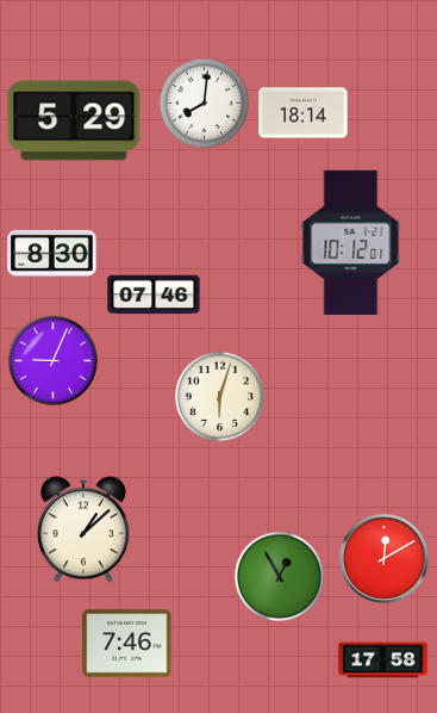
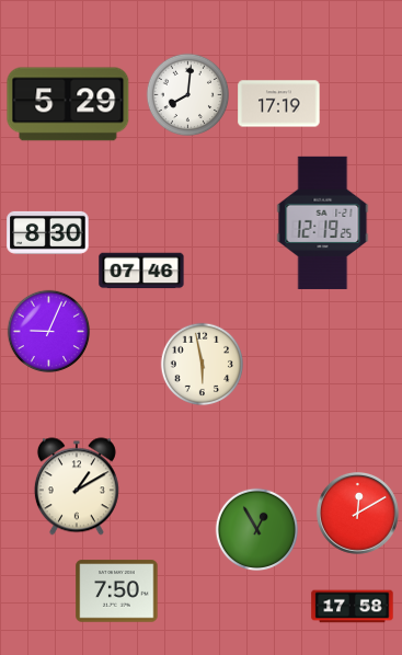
clock at (304, 113): 18:14 -> 17:19
clock at (74, 120) position: (74, 120) -> (68, 104)
clock at (351, 242): 10:12 -> 12:19
clock at (220, 397): 6:03 -> 5:58
clock at (83, 529): 1:08 -> 1:10
clock at (383, 558) position: (383, 558) -> (357, 513)
clock at (127, 644): 7:46 -> 7:50
